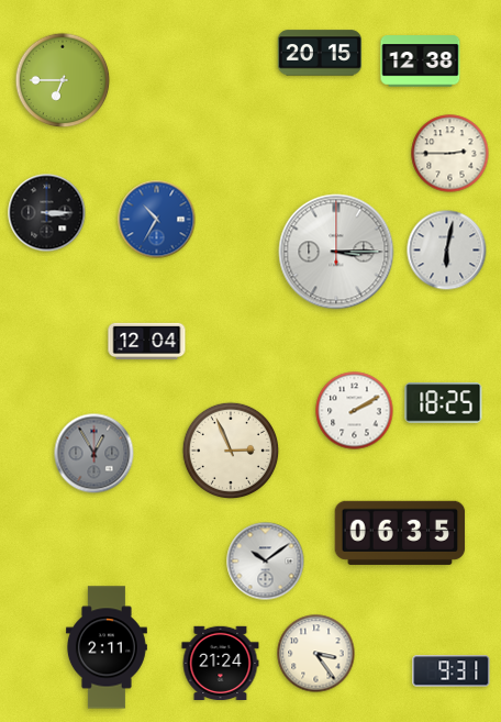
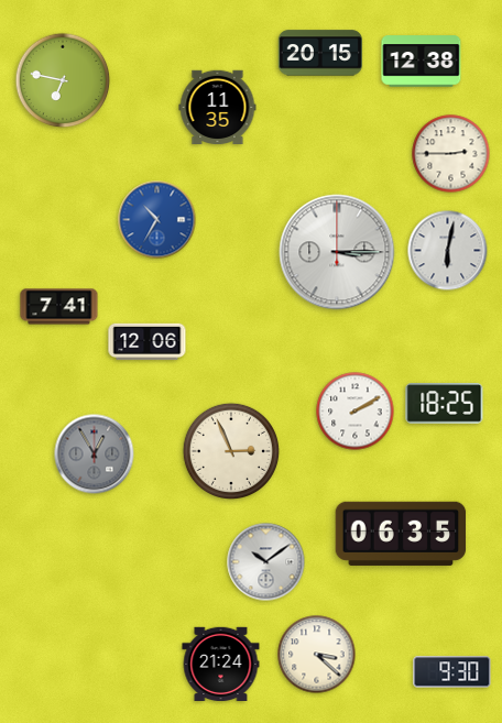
clock at (63, 80): 6:45 -> 6:47
clock at (218, 107): none -> 11:35
clock at (47, 213): 3:15 -> none
clock at (59, 307): none -> 7:41
clock at (147, 342): 12:04 -> 12:06
clock at (107, 647): 2:11 -> none
clock at (316, 654): 3:24 -> 3:22
clock at (452, 671): 9:31 -> 9:30
